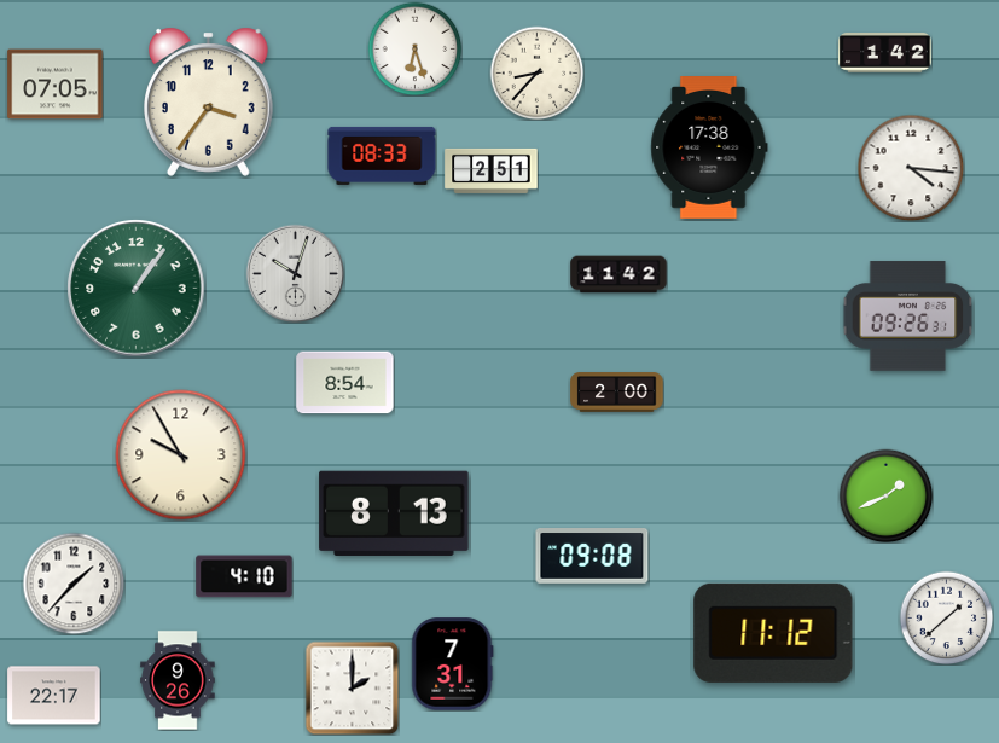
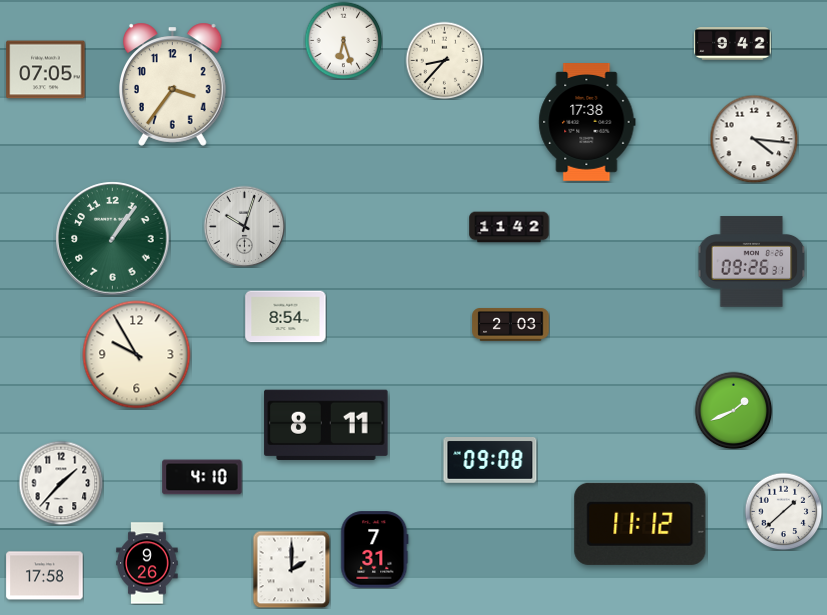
clock at (885, 53): 1:42 -> 9:42
clock at (382, 156): 08:33 -> none
clock at (492, 170): 2:51 -> none
clock at (618, 274) position: (618, 274) -> (509, 227)
clock at (617, 393): 2:00 -> 2:03
clock at (181, 455) position: (181, 455) -> (137, 355)
clock at (394, 513): 8:13 -> 8:11
clock at (54, 696): 22:17 -> 17:58
